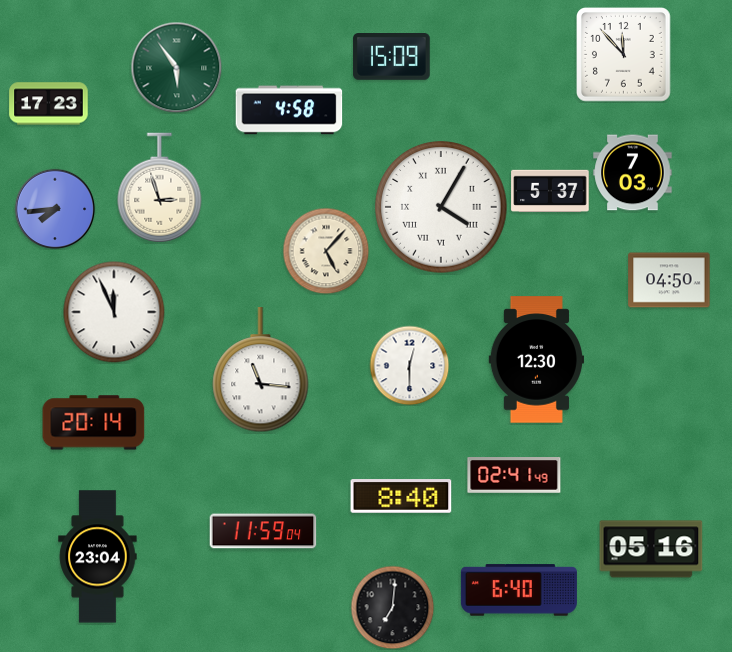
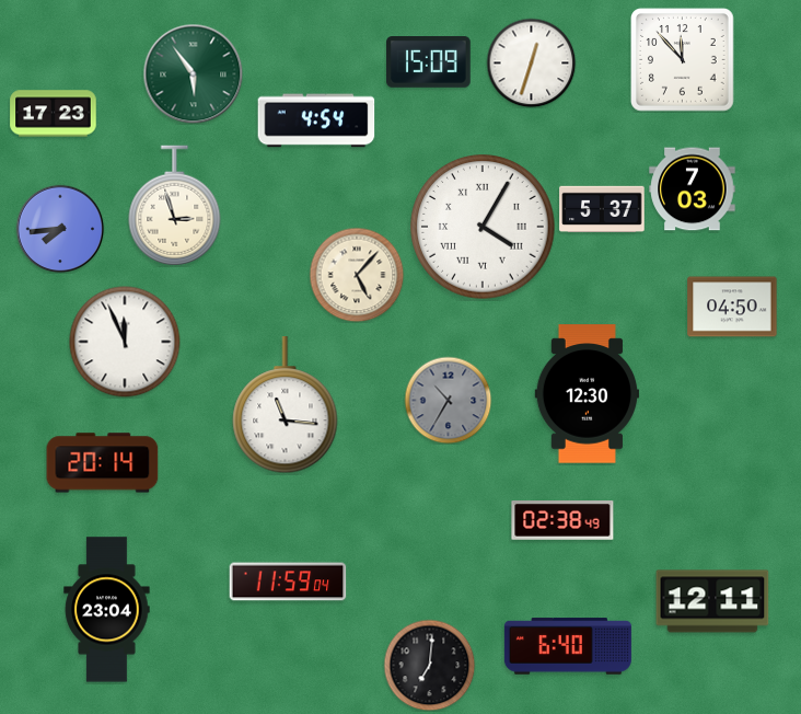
clock at (531, 62): none -> 12:33
clock at (289, 110): 4:58 -> 4:54
clock at (409, 365): 12:30 -> 10:35
clock at (409, 365) dial: white -> grey
clock at (514, 476): 02:41 -> 02:38
clock at (401, 496): 8:40 -> none
clock at (651, 549): 05:16 -> 12:11
